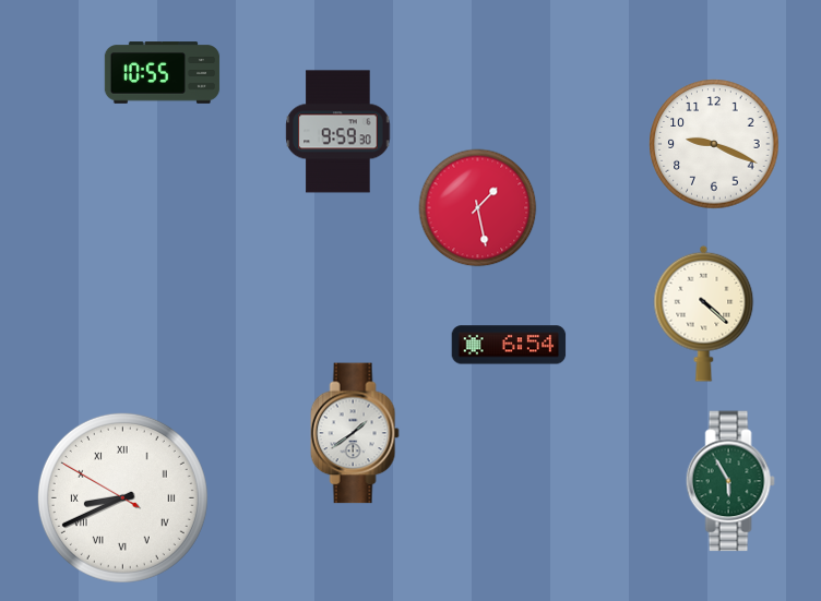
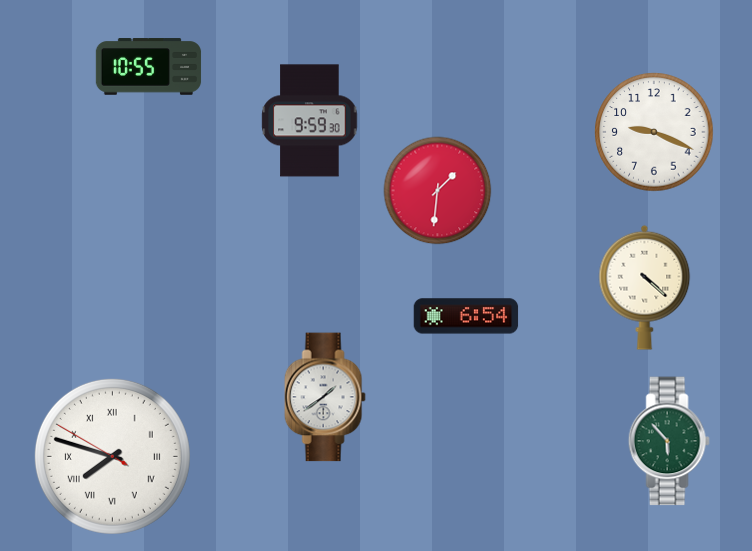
clock at (478, 208): 1:28 -> 1:31
clock at (730, 481): 5:55 -> 5:53
clock at (122, 497): 8:40 -> 7:47
